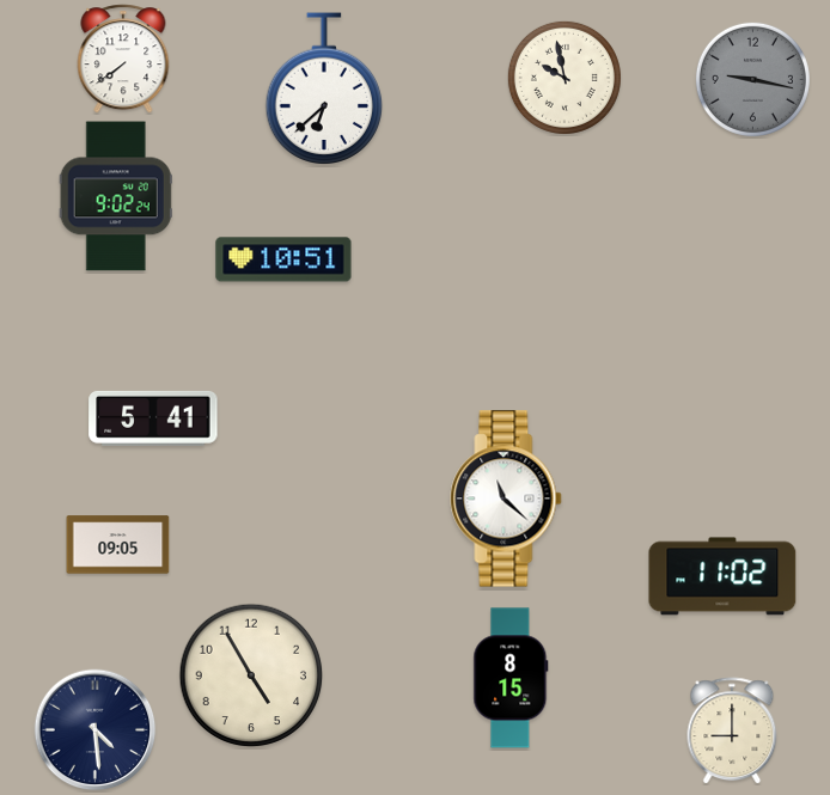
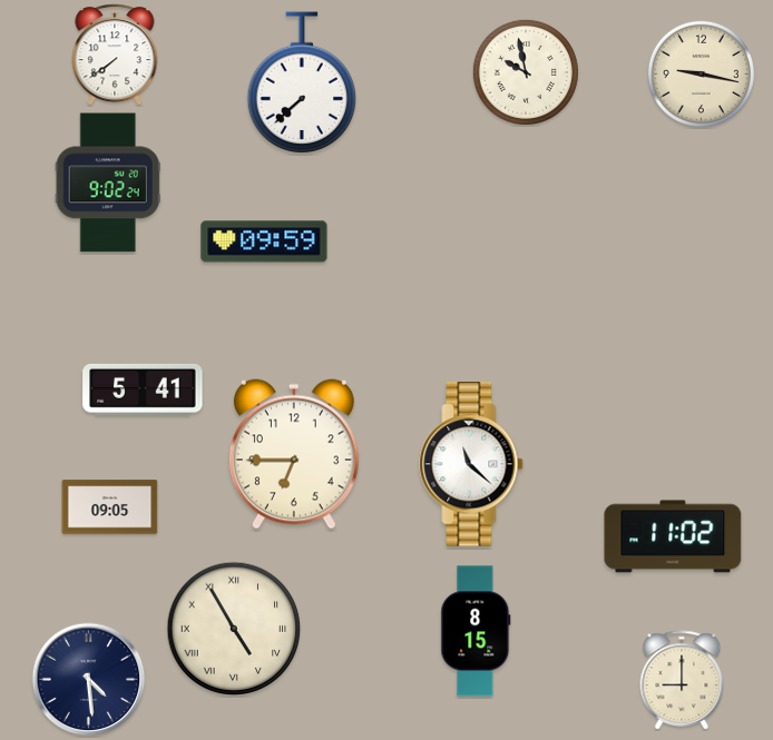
clock at (752, 79) dial: grey -> cream
clock at (324, 88): 6:38 -> 7:38
clock at (283, 259): 10:51 -> 09:59
clock at (294, 454): none -> 6:45
clock at (251, 675) numerals: Arabic -> Roman
